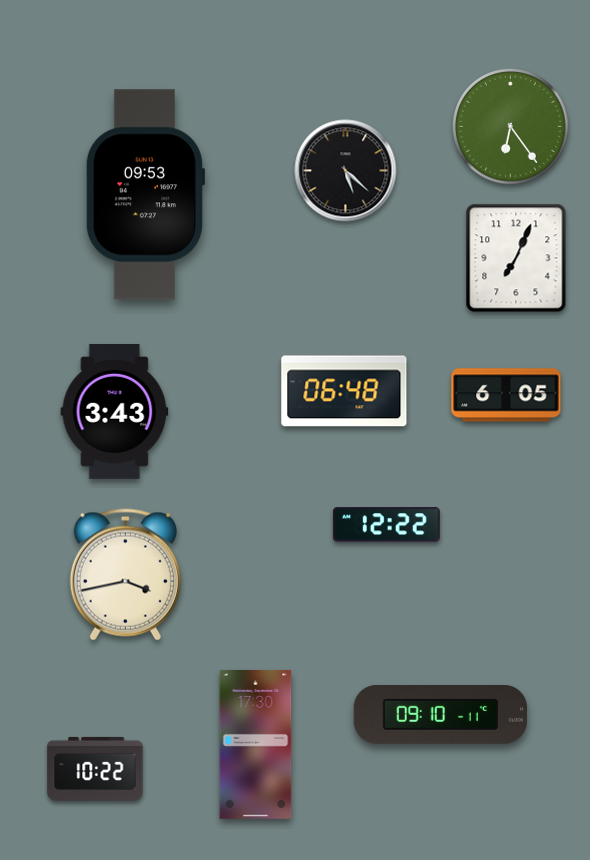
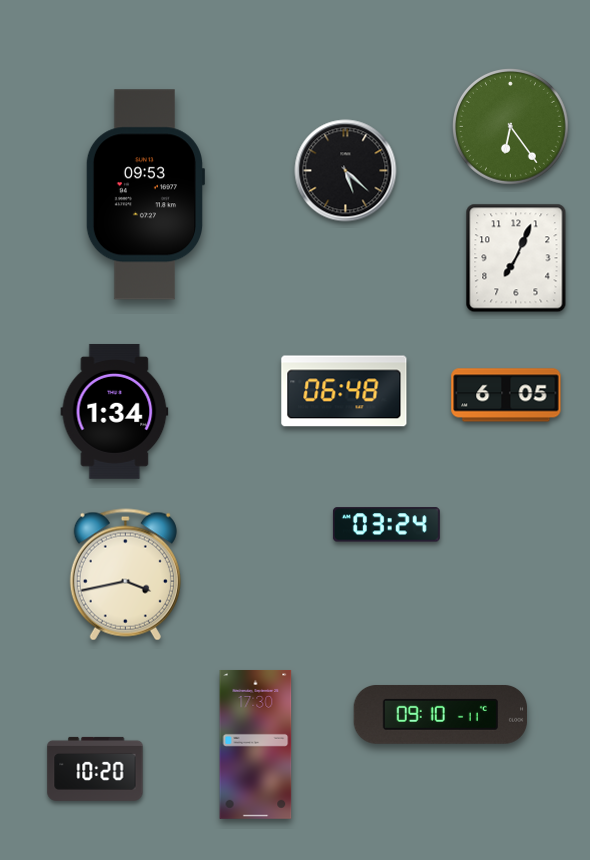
clock at (115, 411): 3:43 -> 1:34
clock at (386, 525): 12:22 -> 03:24
clock at (95, 769): 10:22 -> 10:20
